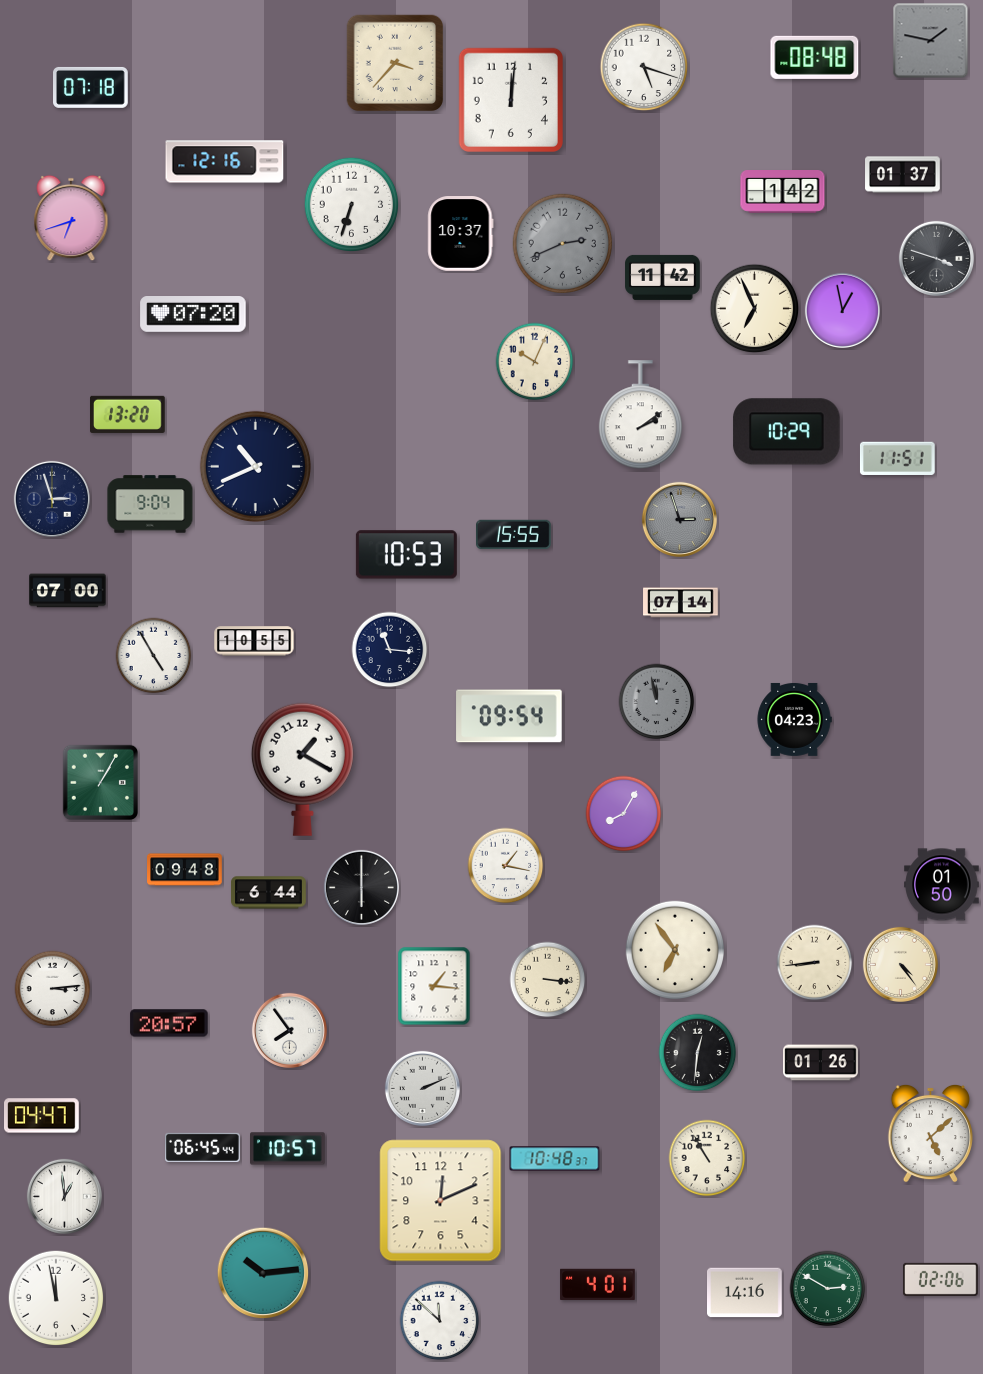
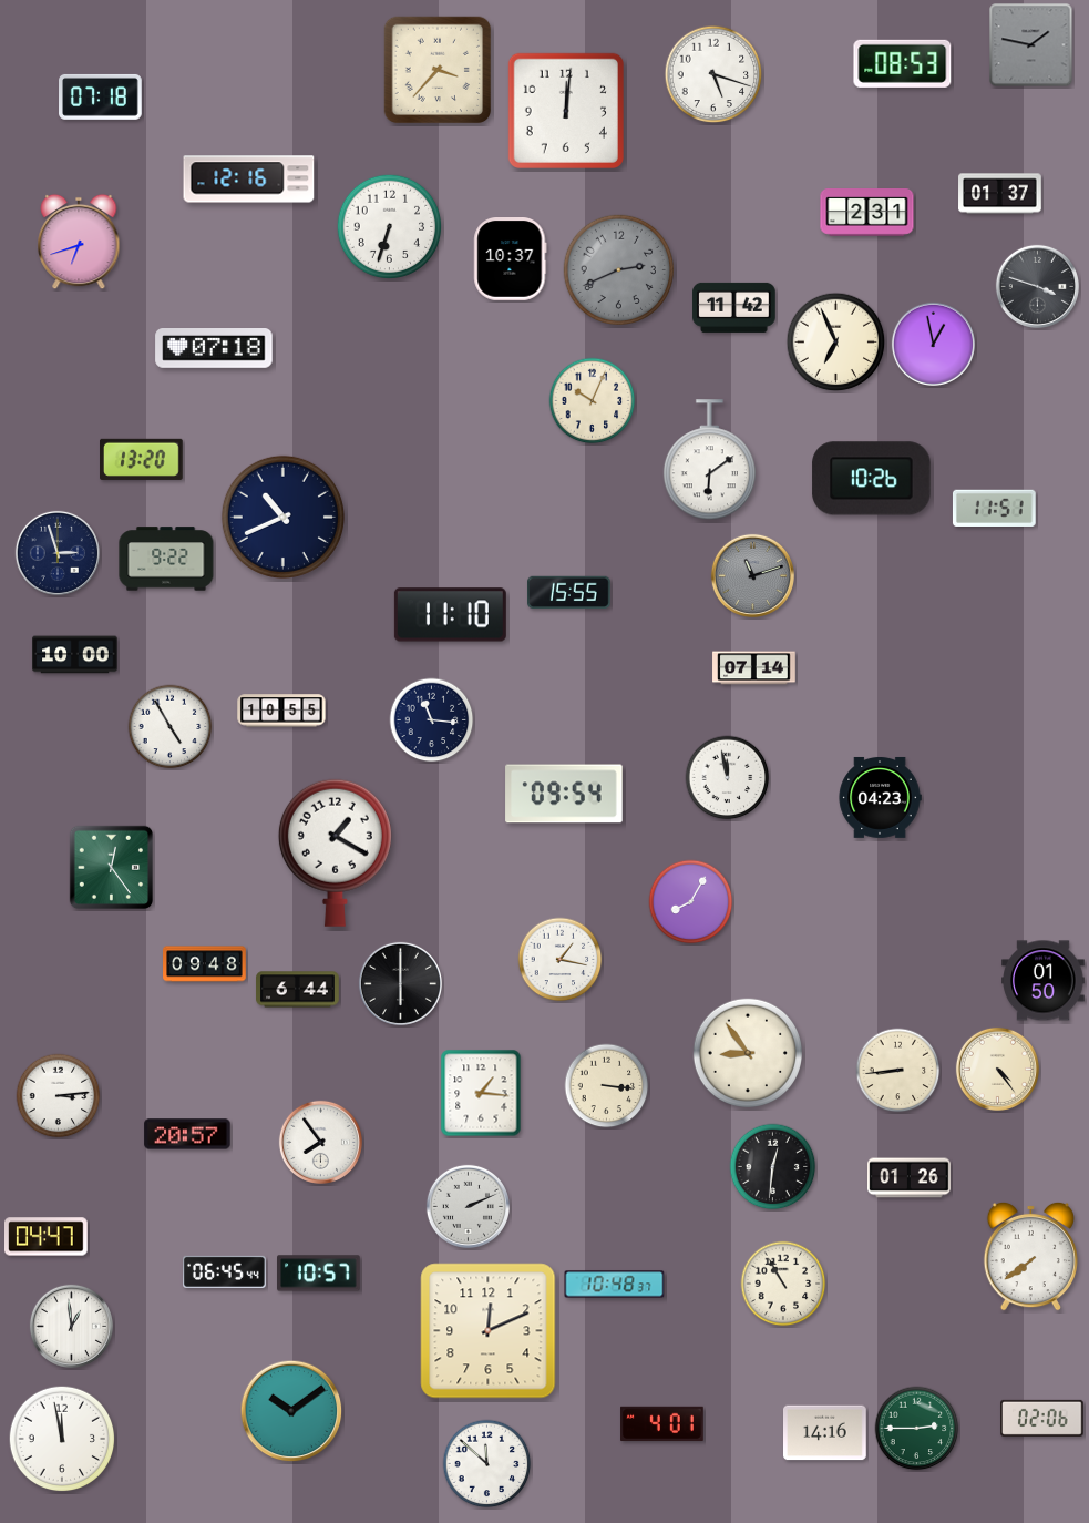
clock at (815, 57): 08:48 -> 08:53
clock at (783, 192): 1:42 -> 2:31
clock at (562, 243) position: (562, 243) -> (618, 269)
clock at (193, 315): 07:20 -> 07:18
clock at (640, 415): 2:09 -> 6:09
clock at (787, 432): 10:29 -> 10:26
clock at (150, 504): 9:04 -> 9:22
clock at (679, 519): 2:57 -> 11:12
clock at (406, 555): 10:53 -> 11:10
clock at (68, 591): 07:00 -> 10:00
clock at (657, 702) dial: grey -> white
clock at (100, 782): 1:05 -> 12:24
clock at (674, 949): 6:54 -> 8:54
clock at (815, 963) position: (815, 963) -> (898, 1071)
clock at (930, 1133): 5:08 -> 7:39
clock at (263, 1273): 10:14 -> 10:09
clock at (828, 1289): 2:50 -> 2:45
